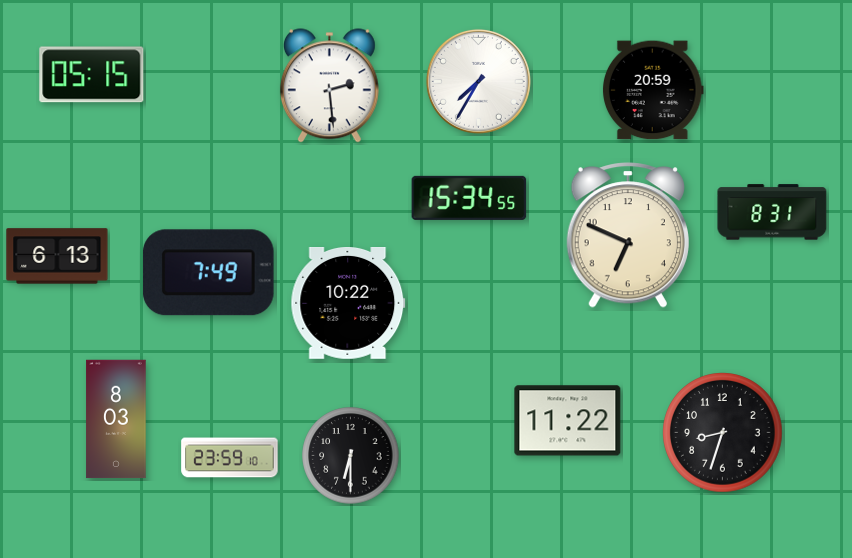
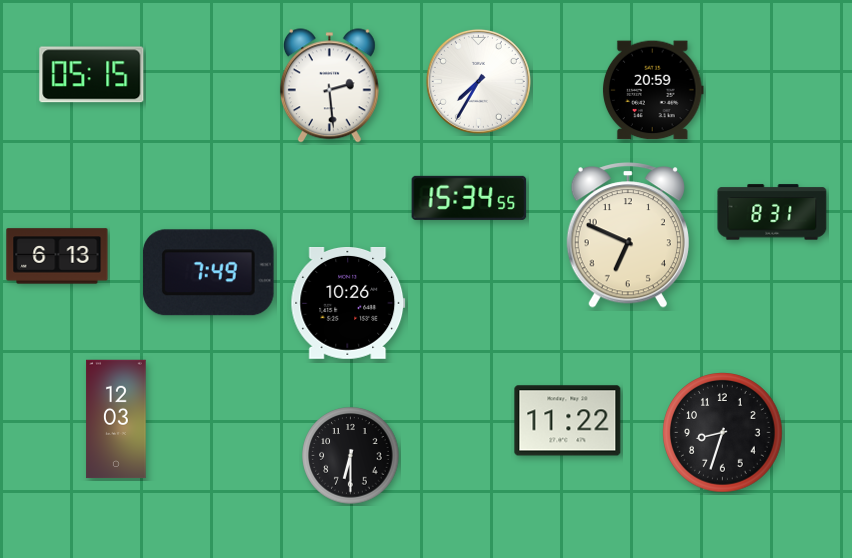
clock at (348, 304): 10:22 -> 10:26
clock at (116, 419): 8:03 -> 12:03
clock at (230, 458): 23:59 -> none
